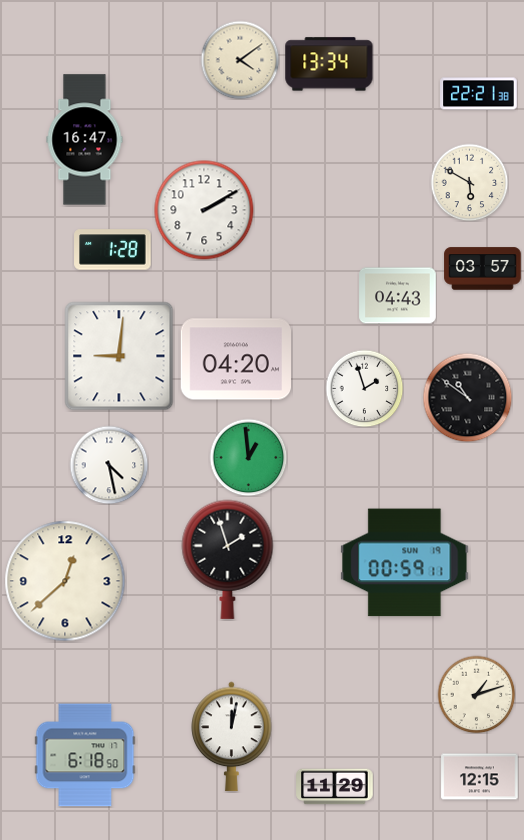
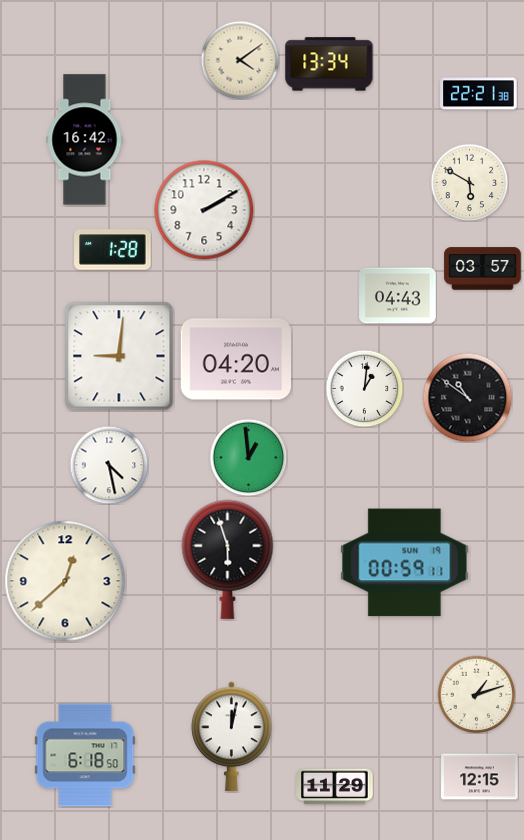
clock at (85, 140): 16:47 -> 16:42
clock at (364, 388): 1:57 -> 1:01
clock at (228, 559): 1:57 -> 5:57
